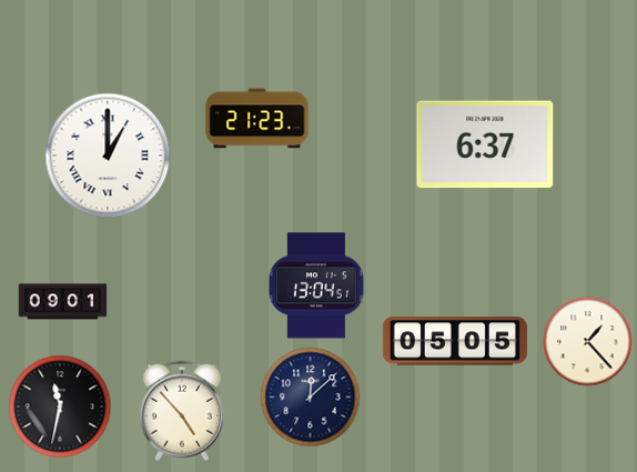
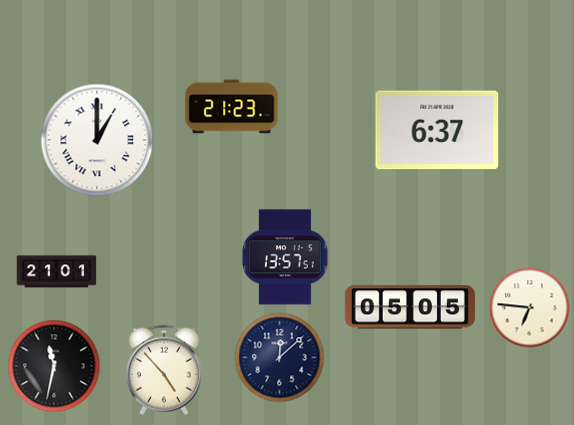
clock at (317, 285): 13:04 -> 13:57
clock at (63, 302): 09:01 -> 21:01
clock at (588, 342): 1:23 -> 6:46
